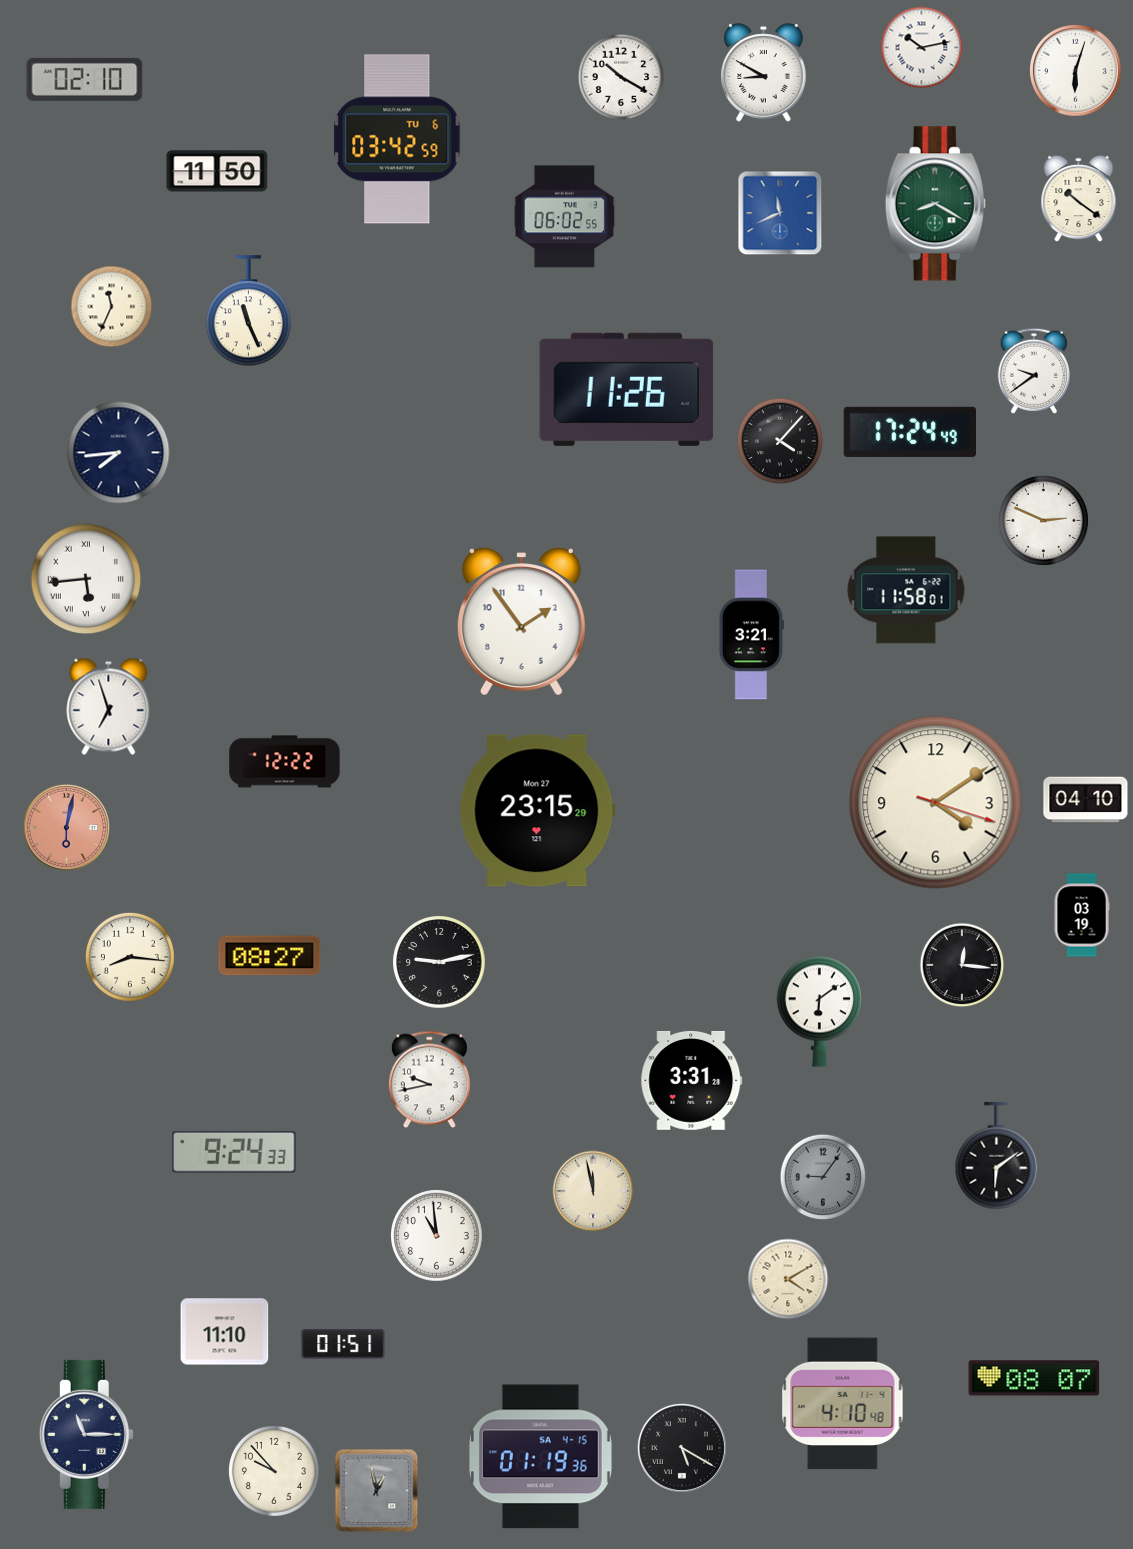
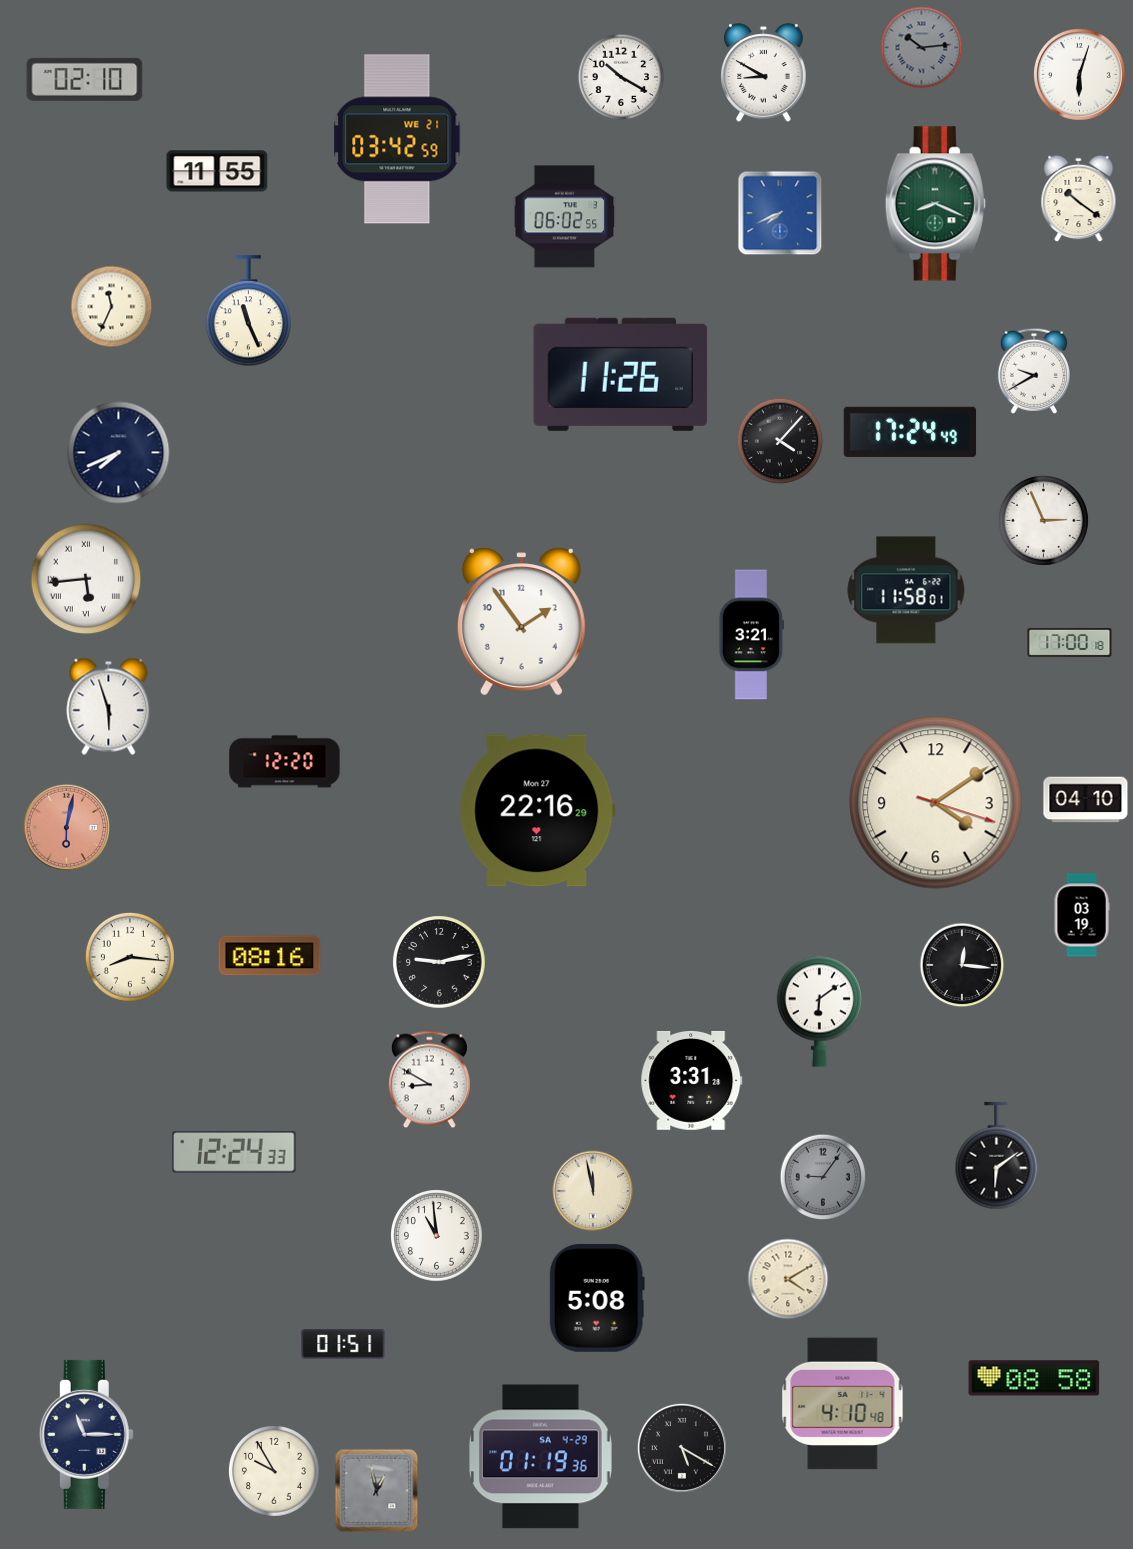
clock at (922, 48): 10:13 -> 10:14
clock at (922, 48) dial: white -> grey
clock at (1075, 70) position: (1075, 70) -> (1079, 74)
clock at (397, 139) date: TU 6 -> WE 21
clock at (217, 171): 11:50 -> 11:55
clock at (935, 204): 8:20 -> 8:19
clock at (780, 213): 11:41 -> 7:41
clock at (1034, 371): 9:39 -> 9:40
clock at (627, 389) position: (627, 389) -> (621, 374)
clock at (119, 453): 7:44 -> 7:41
clock at (1043, 520): 2:49 -> 2:56
clock at (1070, 642): none -> 17:00
clock at (109, 706): 6:57 -> 5:57
clock at (285, 762): 12:22 -> 12:20
clock at (537, 811): 23:15 -> 22:16
clock at (270, 956): 08:27 -> 08:16
clock at (429, 1080): 9:43 -> 8:50
clock at (234, 1153): 9:24 -> 12:24
clock at (597, 1298): none -> 5:08
clock at (225, 1332): 11:10 -> none
clock at (1034, 1378): 08:07 -> 08:58
clock at (541, 1457) date: SA 4-15 -> SA 4-29
clock at (274, 1471): 9:53 -> 9:55
